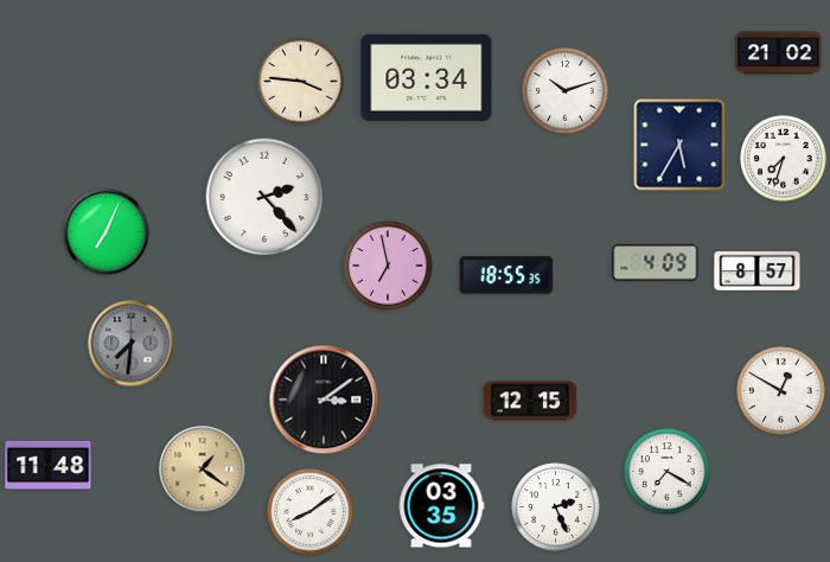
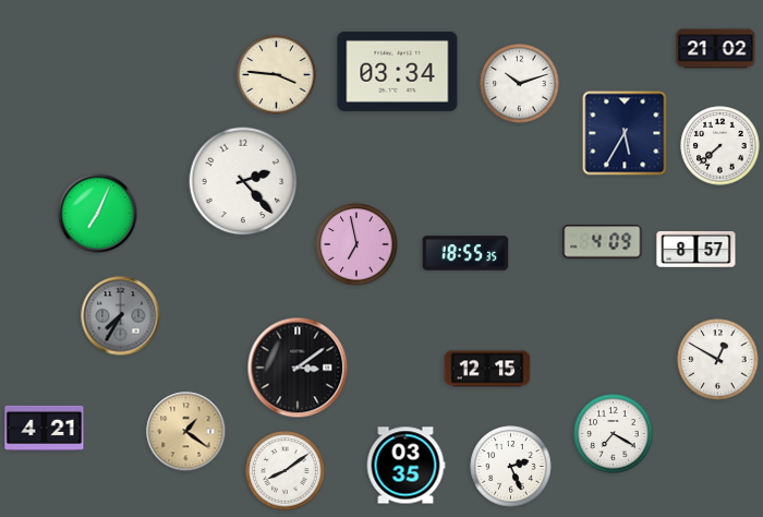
clock at (427, 77) position: (427, 77) -> (398, 71)
clock at (784, 159): 7:33 -> 7:38
clock at (132, 344): 7:31 -> 7:35
clock at (49, 465): 11:48 -> 4:21
